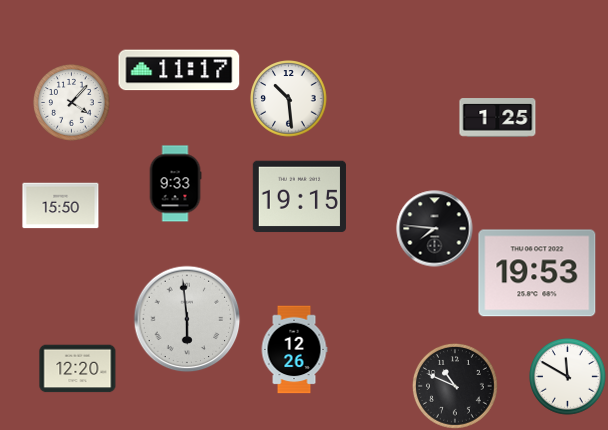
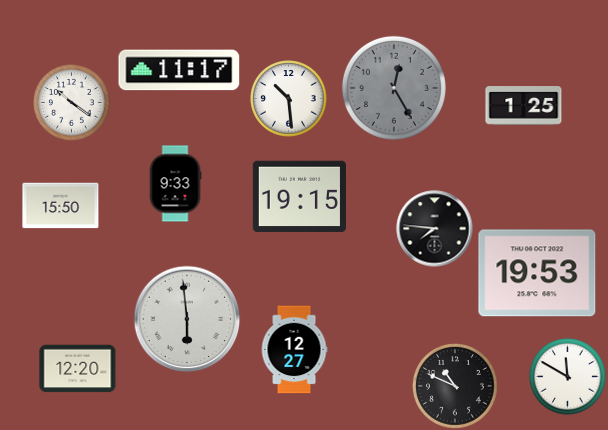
clock at (394, 88): none -> 12:25
clock at (72, 103): 4:07 -> 10:21
clock at (498, 118) position: (498, 118) -> (524, 106)
clock at (294, 350): 12:26 -> 12:27
